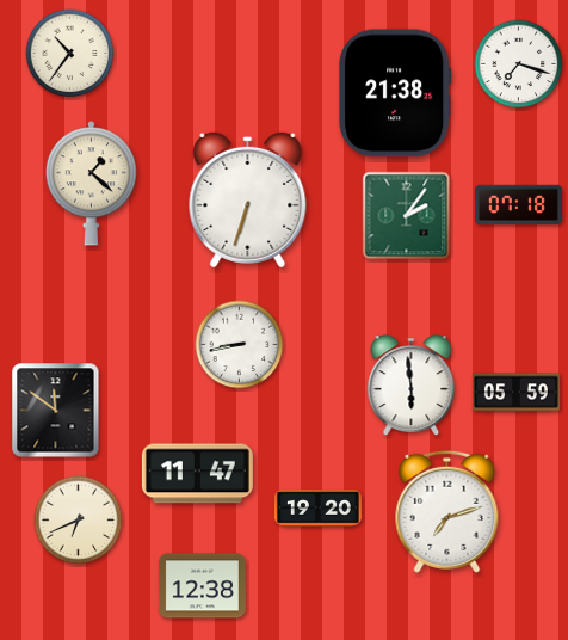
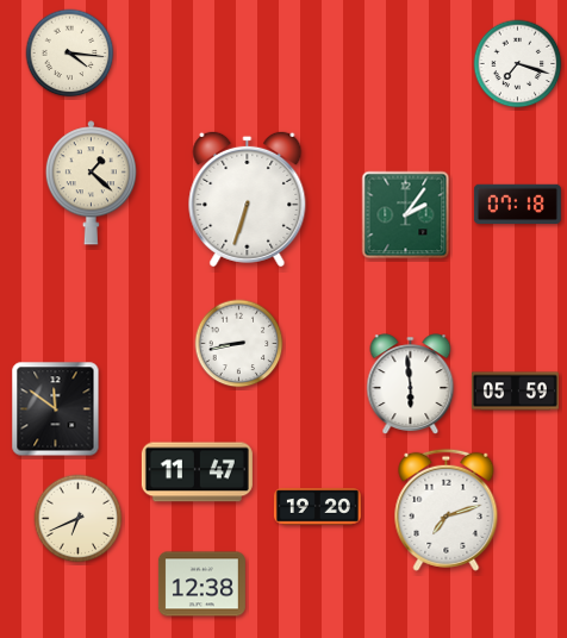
clock at (70, 54): 10:36 -> 4:16
clock at (396, 93): 21:38 -> none
